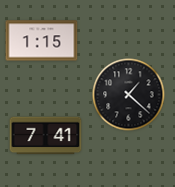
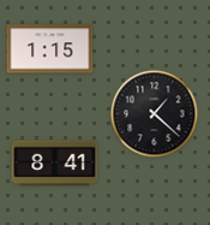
clock at (46, 136): 7:41 -> 8:41
